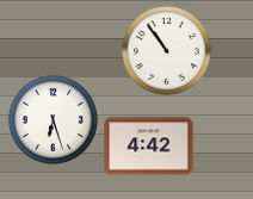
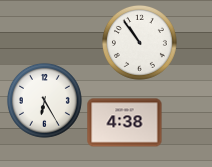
clock at (53, 119): 6:27 -> 6:25
clock at (149, 147): 4:42 -> 4:38
